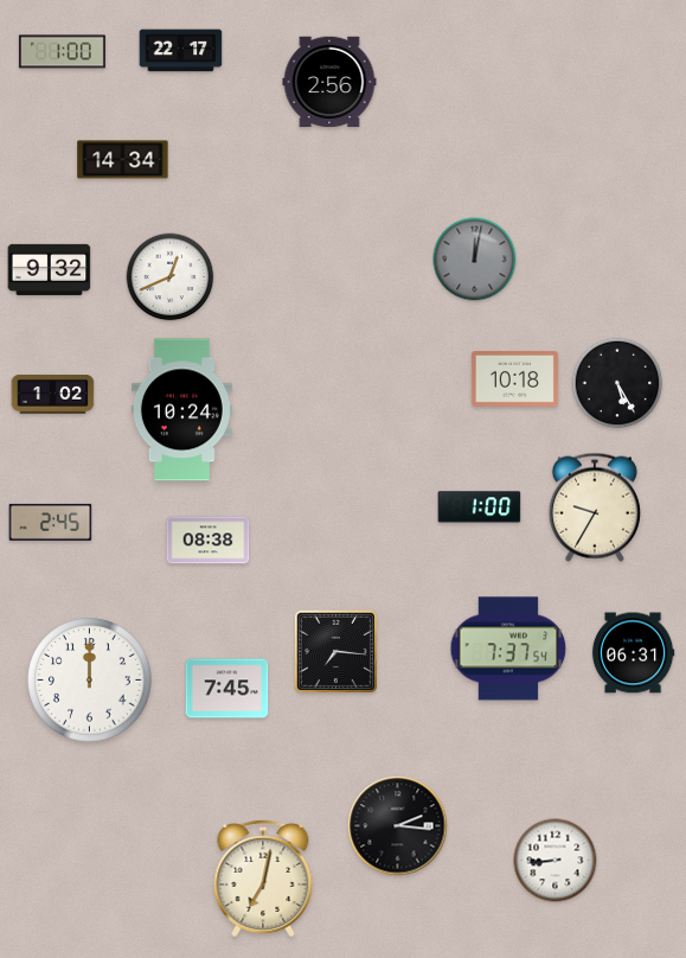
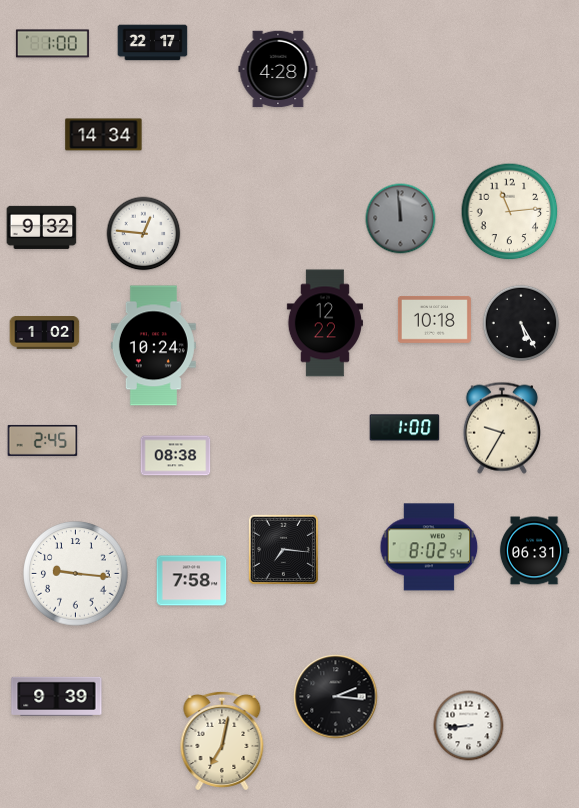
clock at (329, 82): 2:56 -> 4:28
clock at (510, 212): none -> 11:14
clock at (475, 260): 12:02 -> 11:59
clock at (171, 277): 12:41 -> 12:46
clock at (325, 323): none -> 12:22
clock at (508, 649): 7:37 -> 8:02
clock at (90, 681): 12:00 -> 9:16
clock at (227, 689): 7:45 -> 7:58
clock at (57, 696): none -> 9:39
